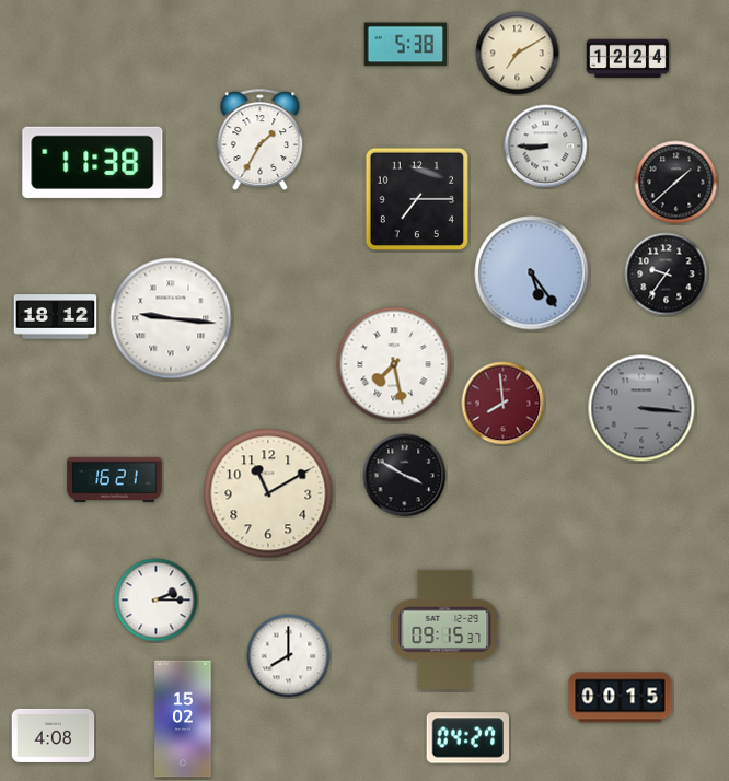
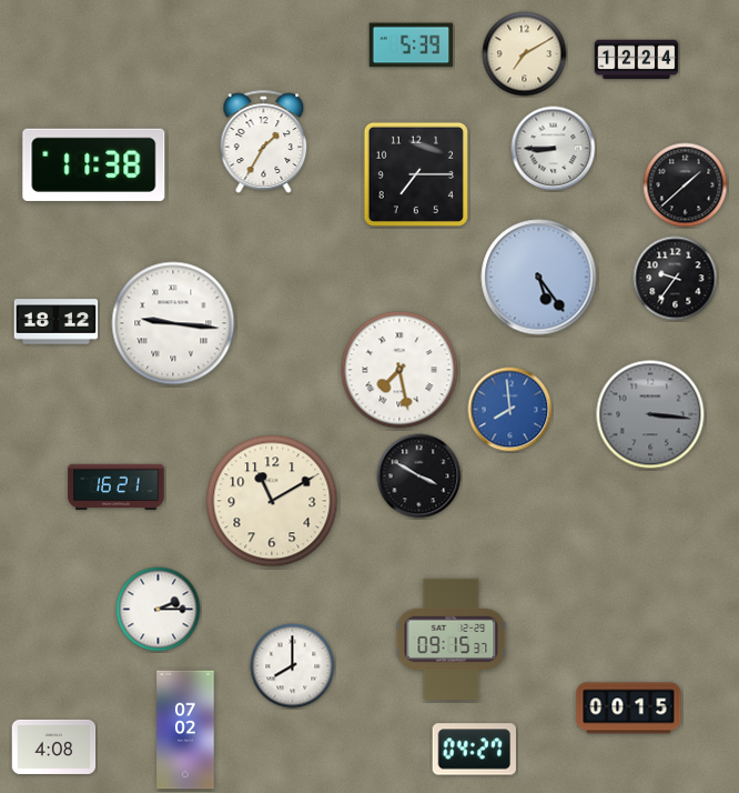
clock at (406, 45): 5:38 -> 5:39
clock at (417, 199) position: (417, 199) -> (416, 174)
clock at (504, 404) dial: burgundy -> blue
clock at (405, 476) position: (405, 476) -> (419, 476)
clock at (183, 719): 15:02 -> 07:02
